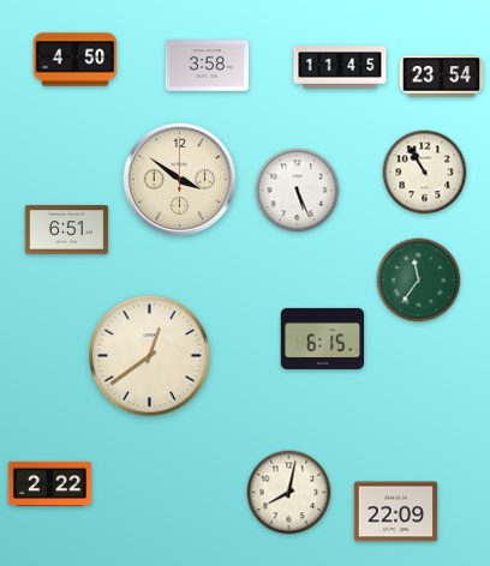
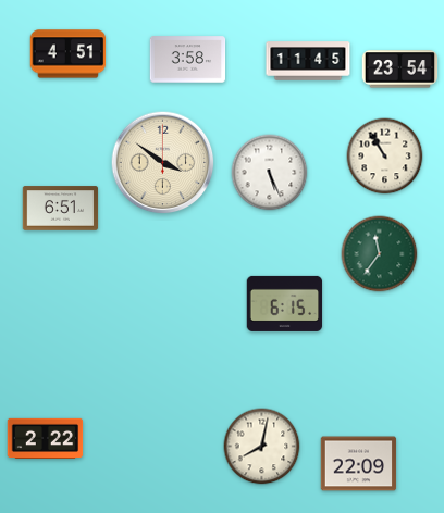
clock at (76, 60): 4:50 -> 4:51
clock at (323, 338) position: (323, 338) -> (285, 303)
clock at (150, 356): 12:39 -> none
